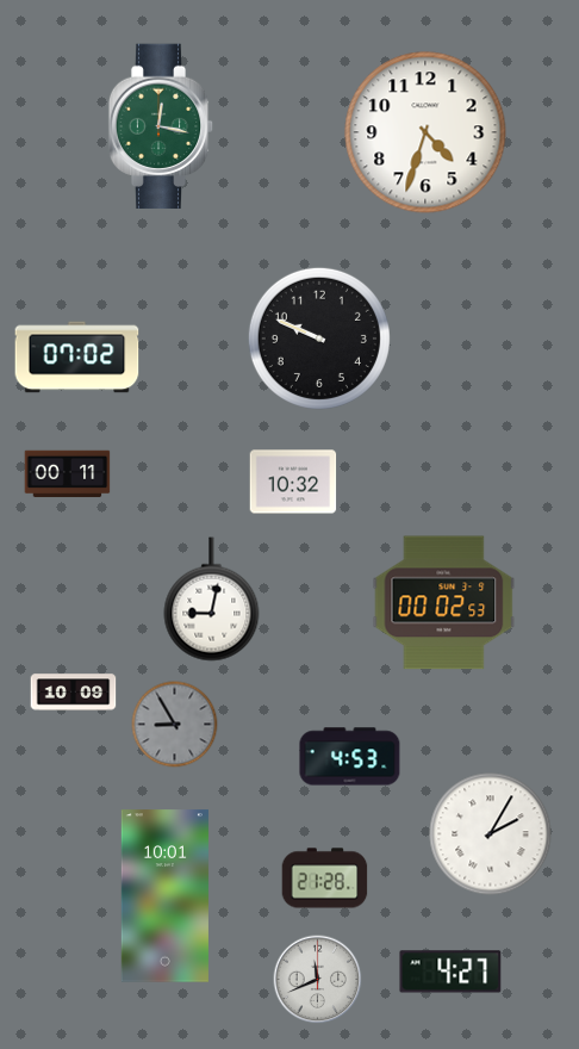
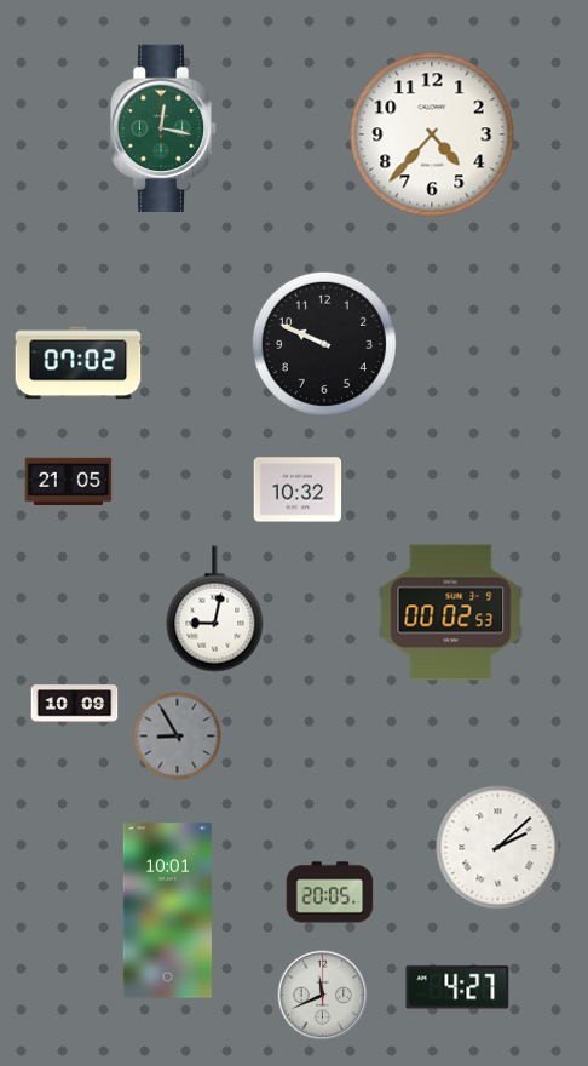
clock at (425, 132): 4:33 -> 4:37
clock at (68, 474): 00:11 -> 21:05
clock at (350, 757): 4:53 -> none
clock at (491, 834): 2:05 -> 2:08
clock at (325, 879): 21:28 -> 20:05
